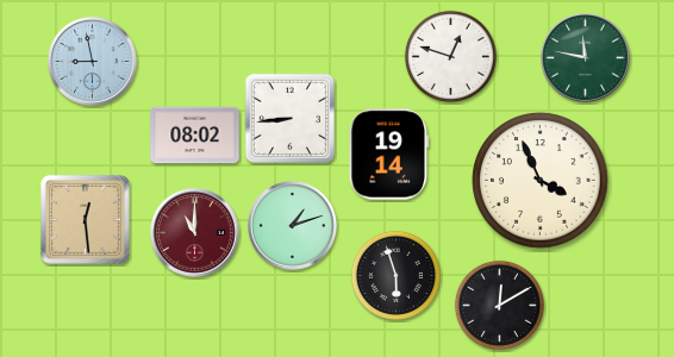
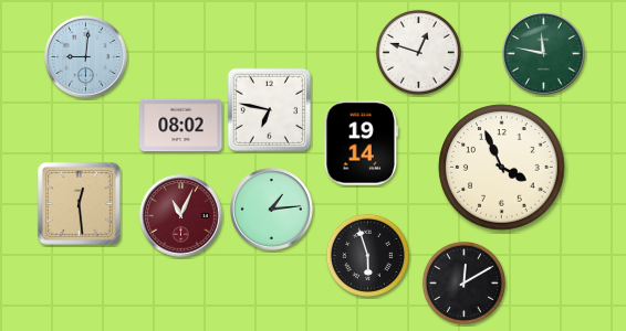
clock at (93, 62): 8:58 -> 9:01
clock at (291, 119): 8:44 -> 6:47
clock at (293, 226): 1:12 -> 1:14
clock at (195, 233): 11:00 -> 11:04
